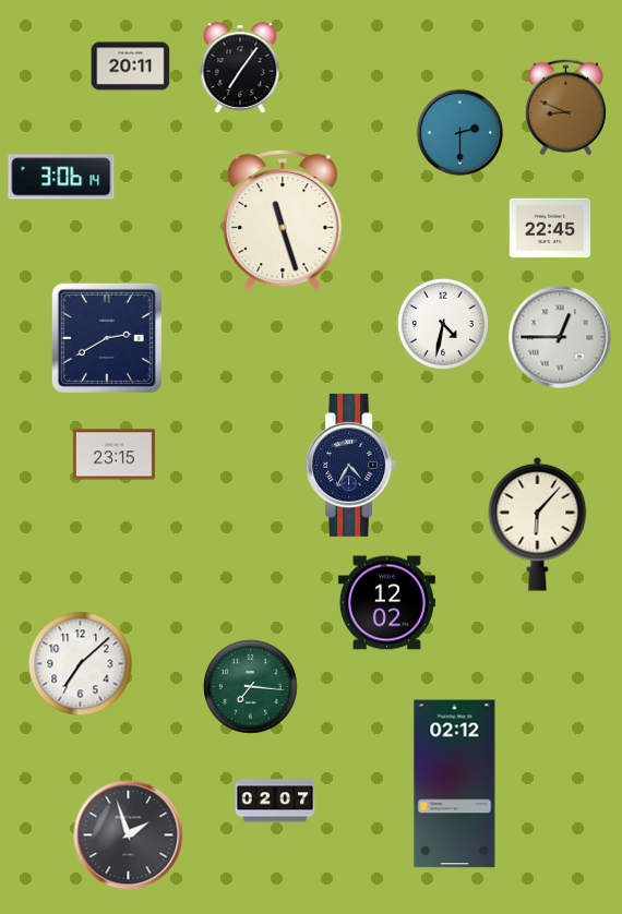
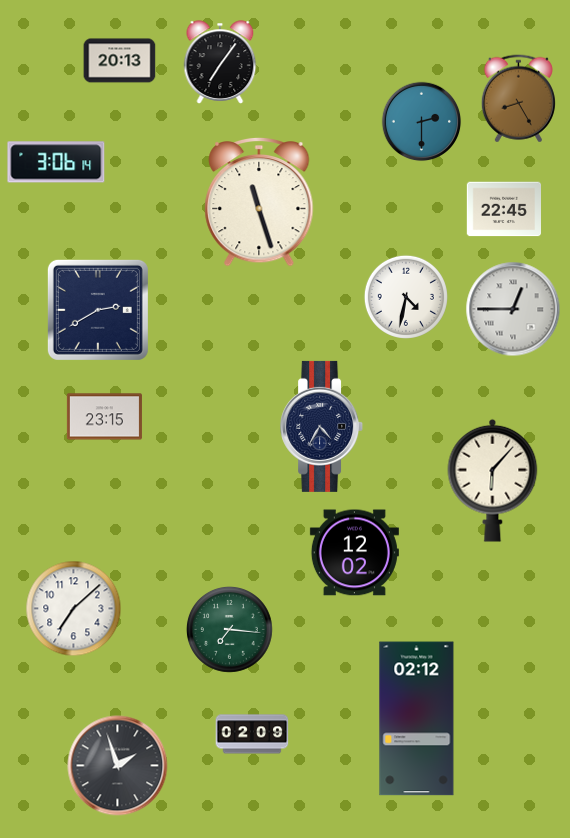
clock at (131, 67): 20:11 -> 20:13
clock at (565, 108): 8:49 -> 8:25
clock at (275, 801): 02:07 -> 02:09
